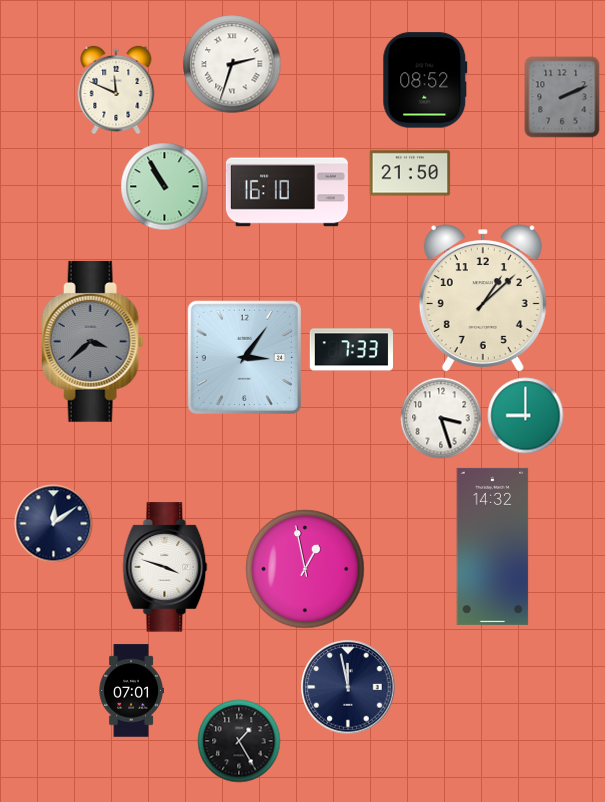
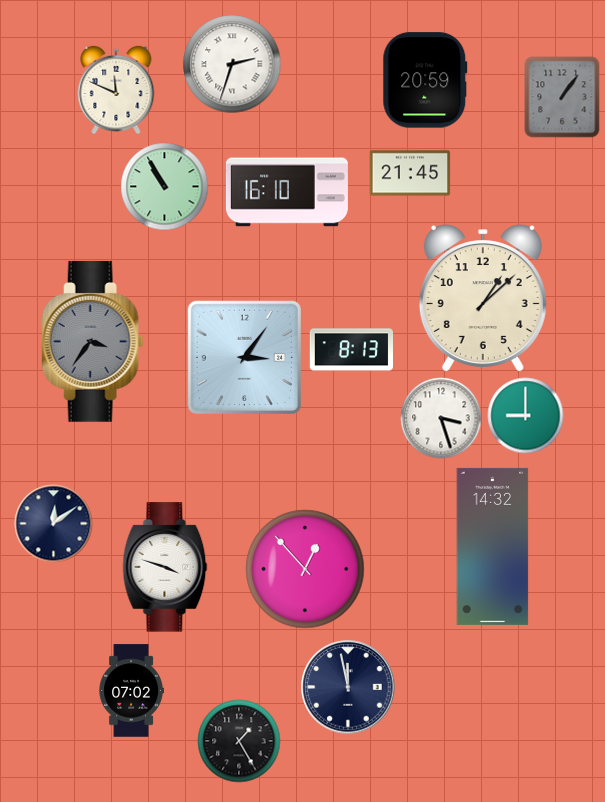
clock at (425, 80): 08:52 -> 20:59
clock at (562, 97): 2:11 -> 1:06
clock at (410, 173): 21:50 -> 21:45
clock at (93, 341): 3:38 -> 3:36
clock at (351, 350): 7:33 -> 8:13
clock at (305, 569): 12:58 -> 12:53
clock at (131, 691): 07:01 -> 07:02
